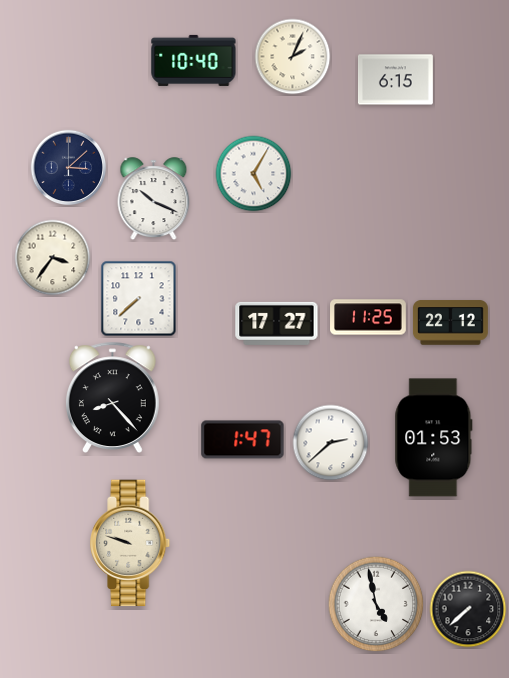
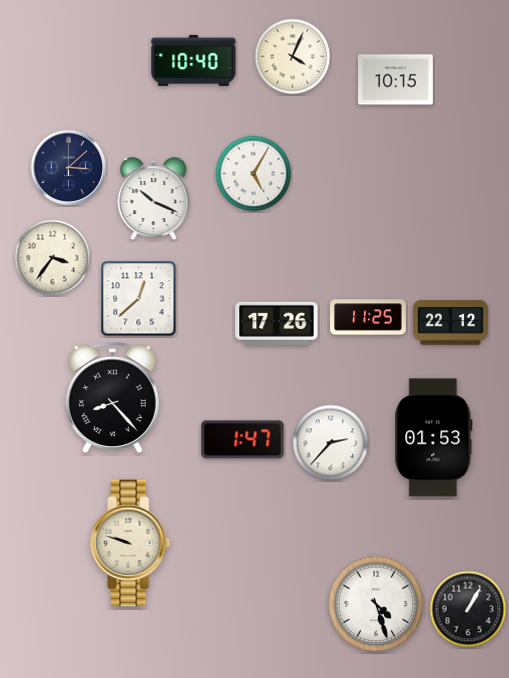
clock at (293, 57): 2:04 -> 4:04
clock at (395, 80): 6:15 -> 10:15
clock at (139, 299): 7:38 -> 12:38
clock at (277, 323): 17:27 -> 17:26
clock at (331, 443): 2:38 -> 2:37
clock at (376, 604): 4:58 -> 4:27
clock at (468, 609): 7:38 -> 1:05
